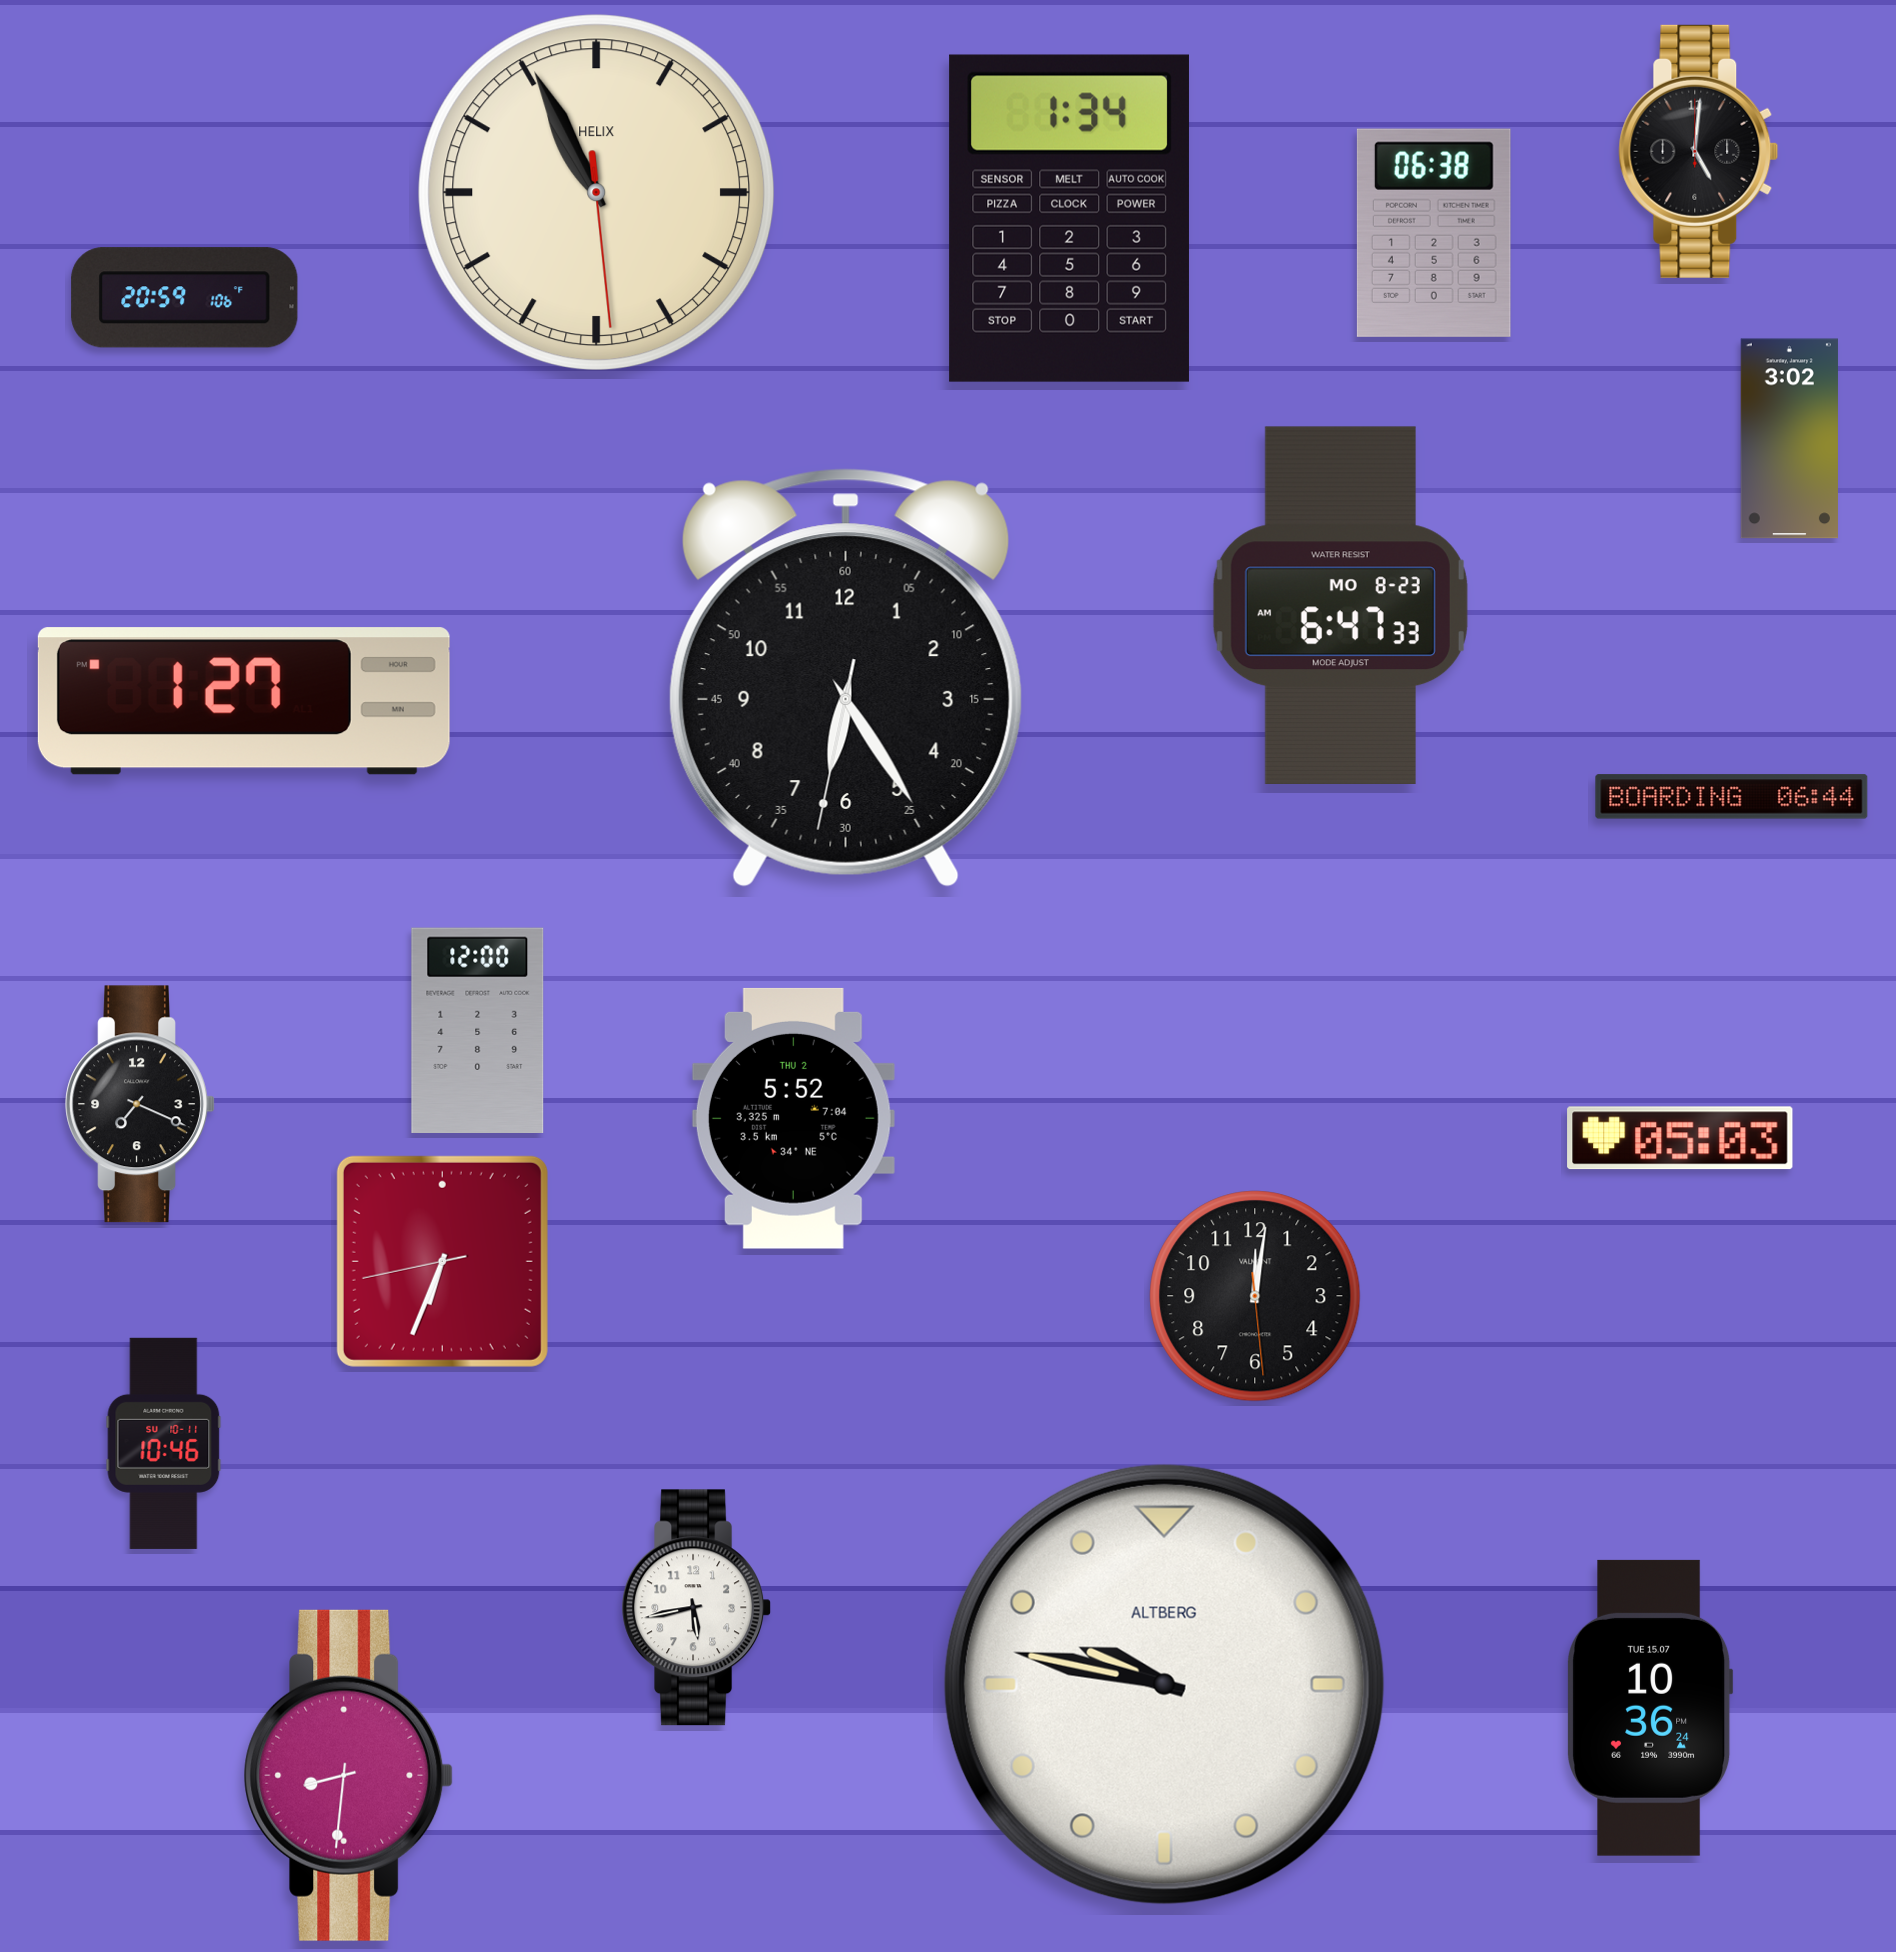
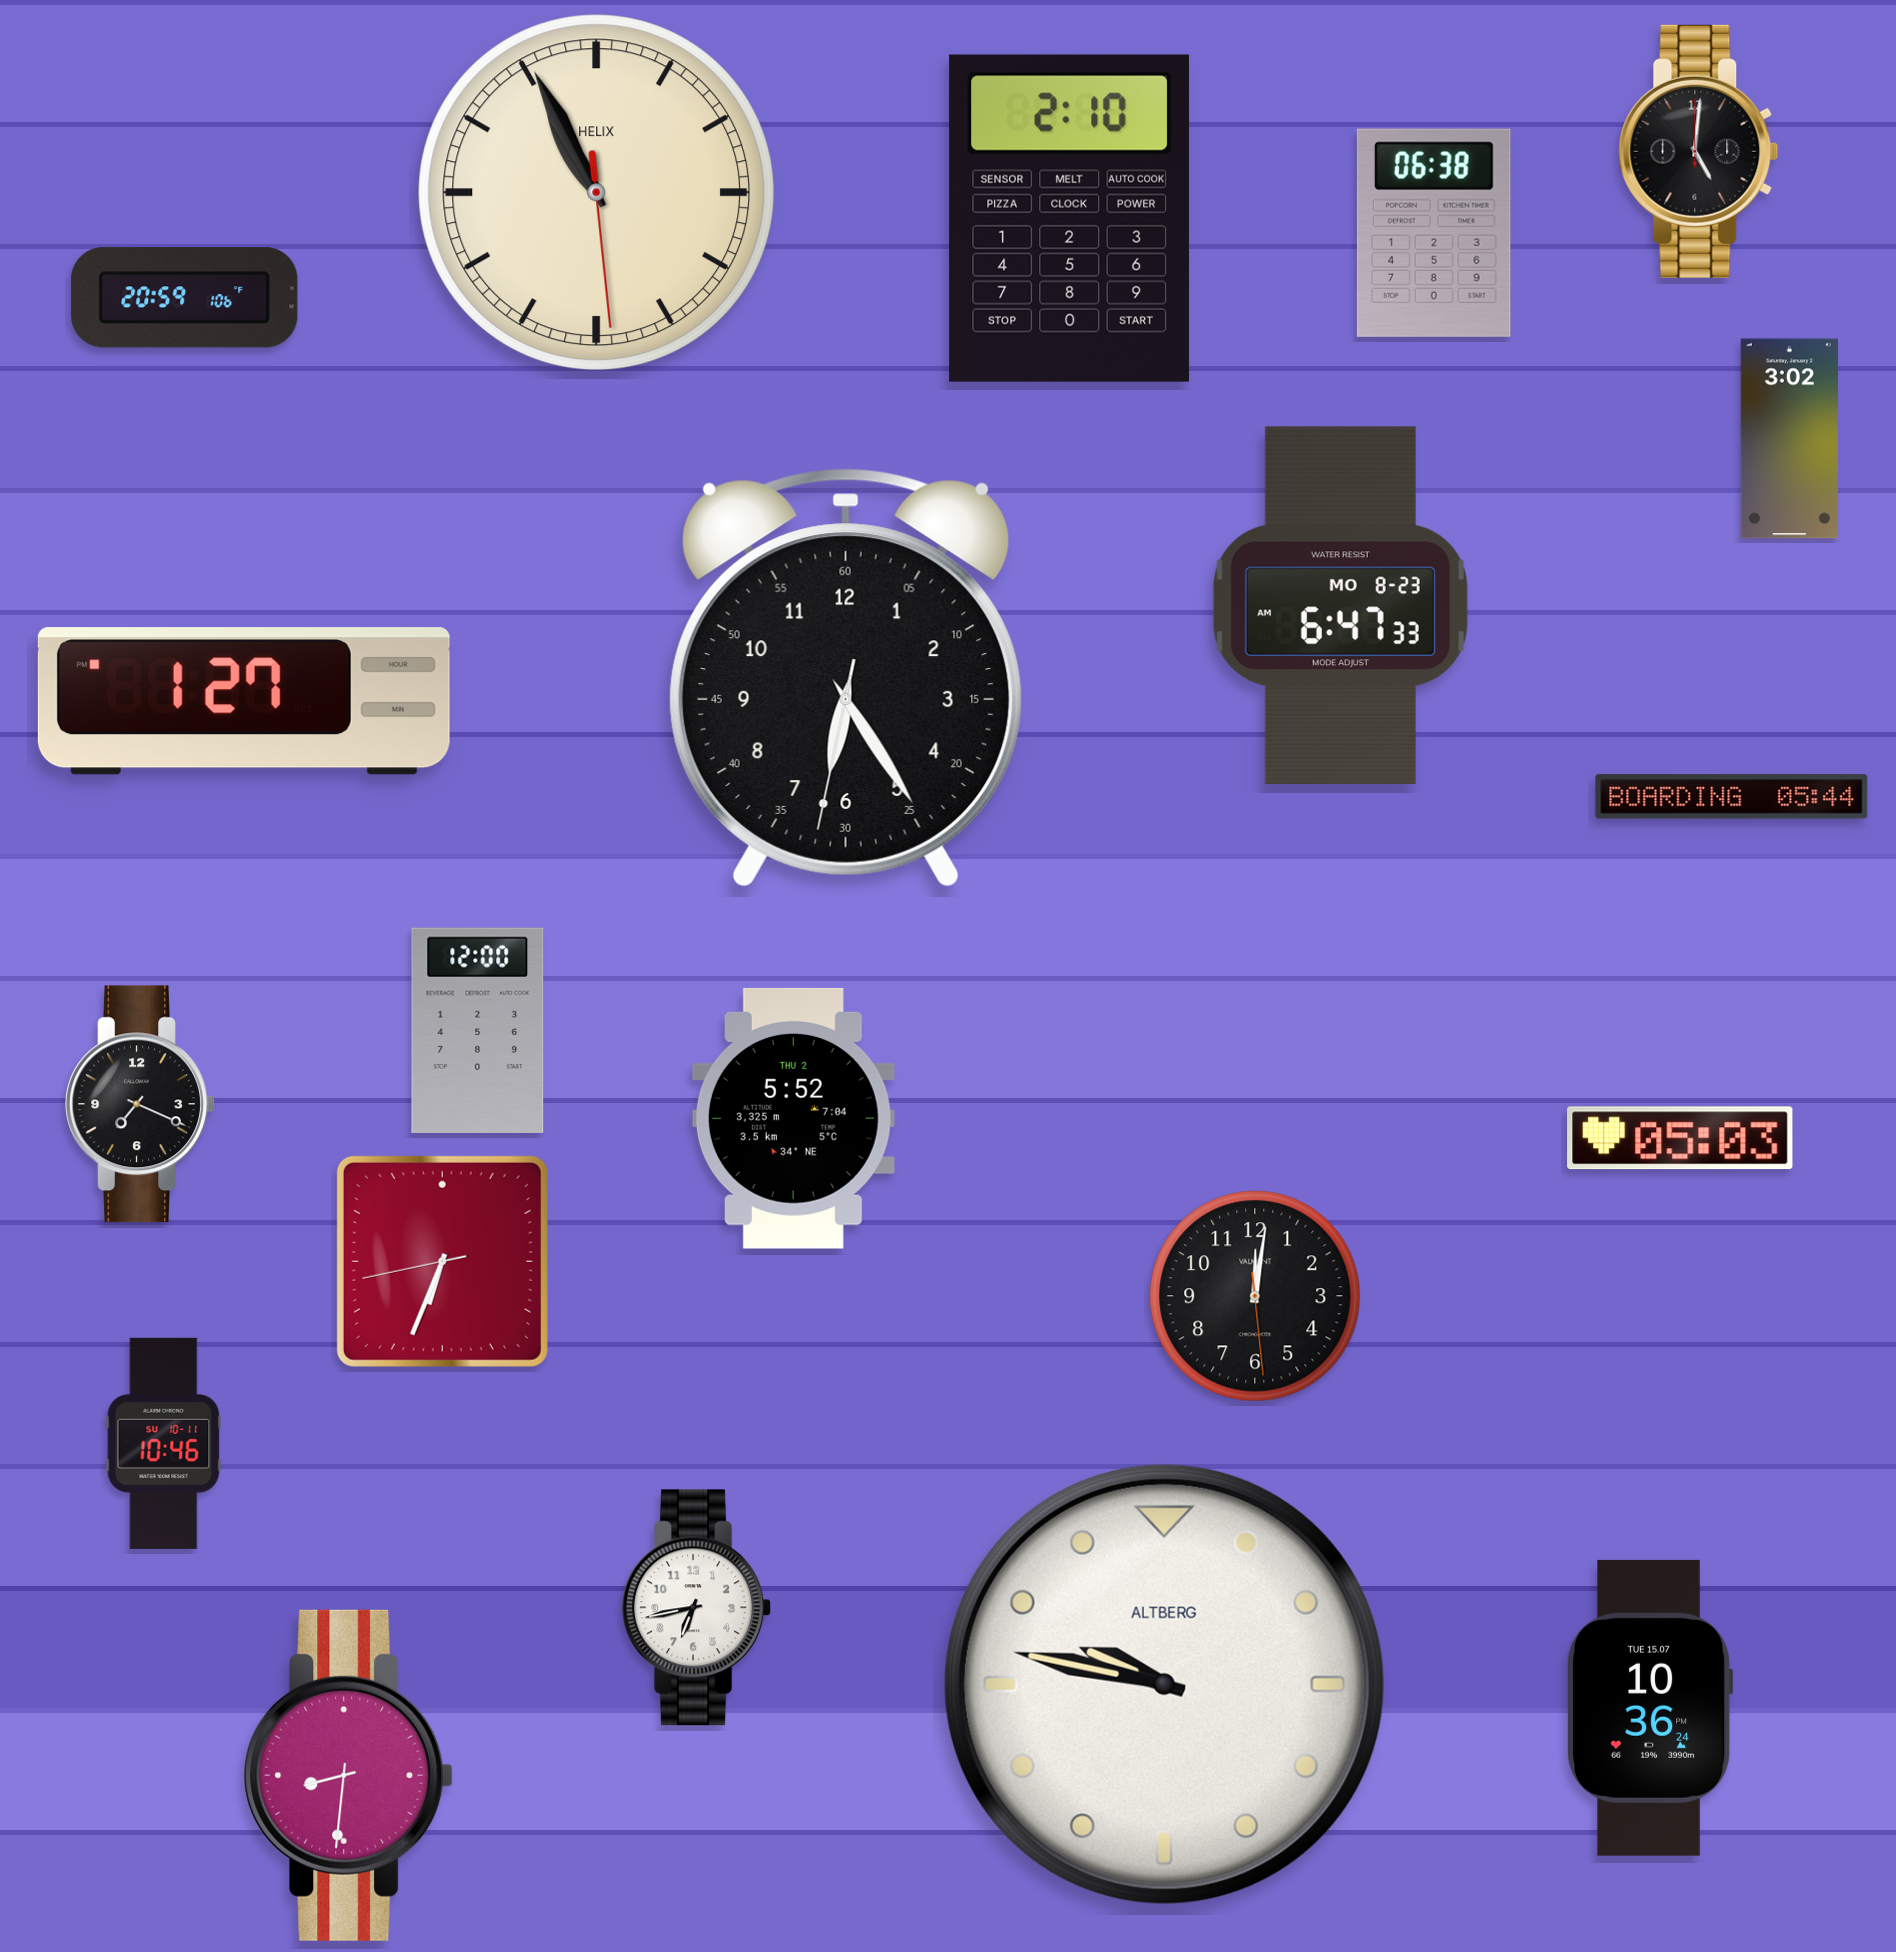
clock at (1069, 218): 1:34 -> 2:10
clock at (1732, 797): 06:44 -> 05:44
clock at (696, 1608): 5:43 -> 6:43
